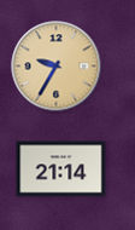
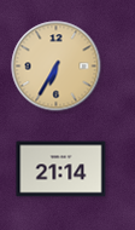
clock at (57, 67): 9:35 -> 6:35
